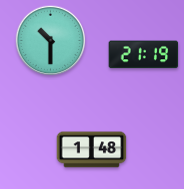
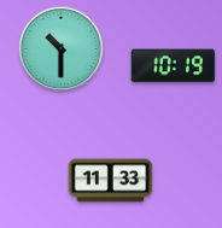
clock at (144, 55): 21:19 -> 10:19
clock at (92, 150): 1:48 -> 11:33
